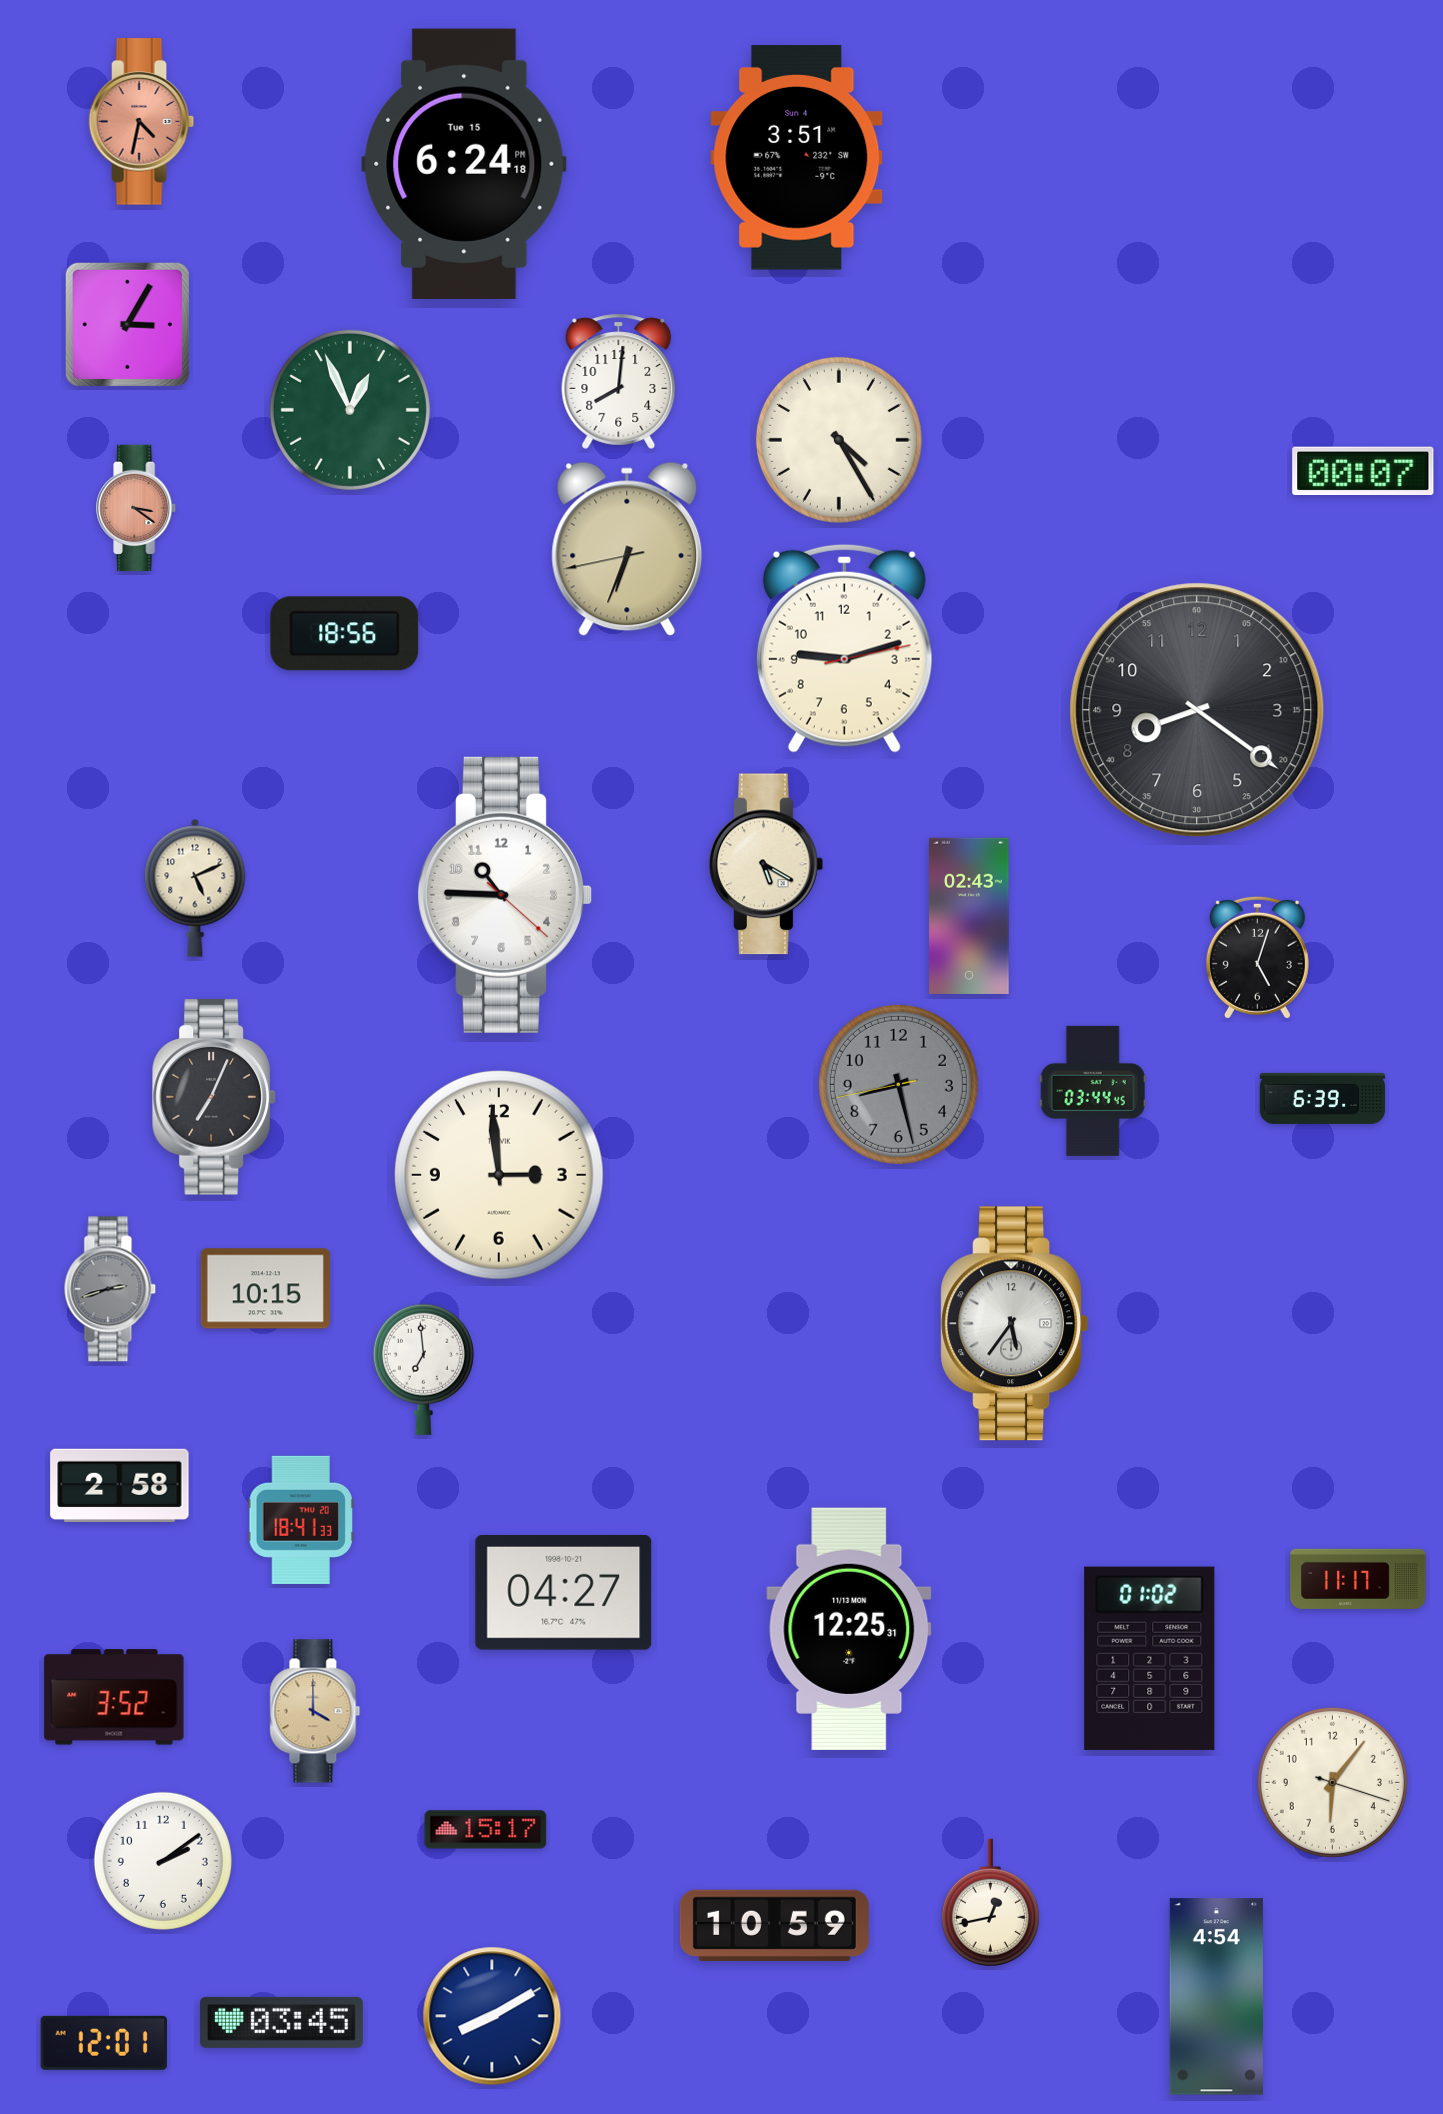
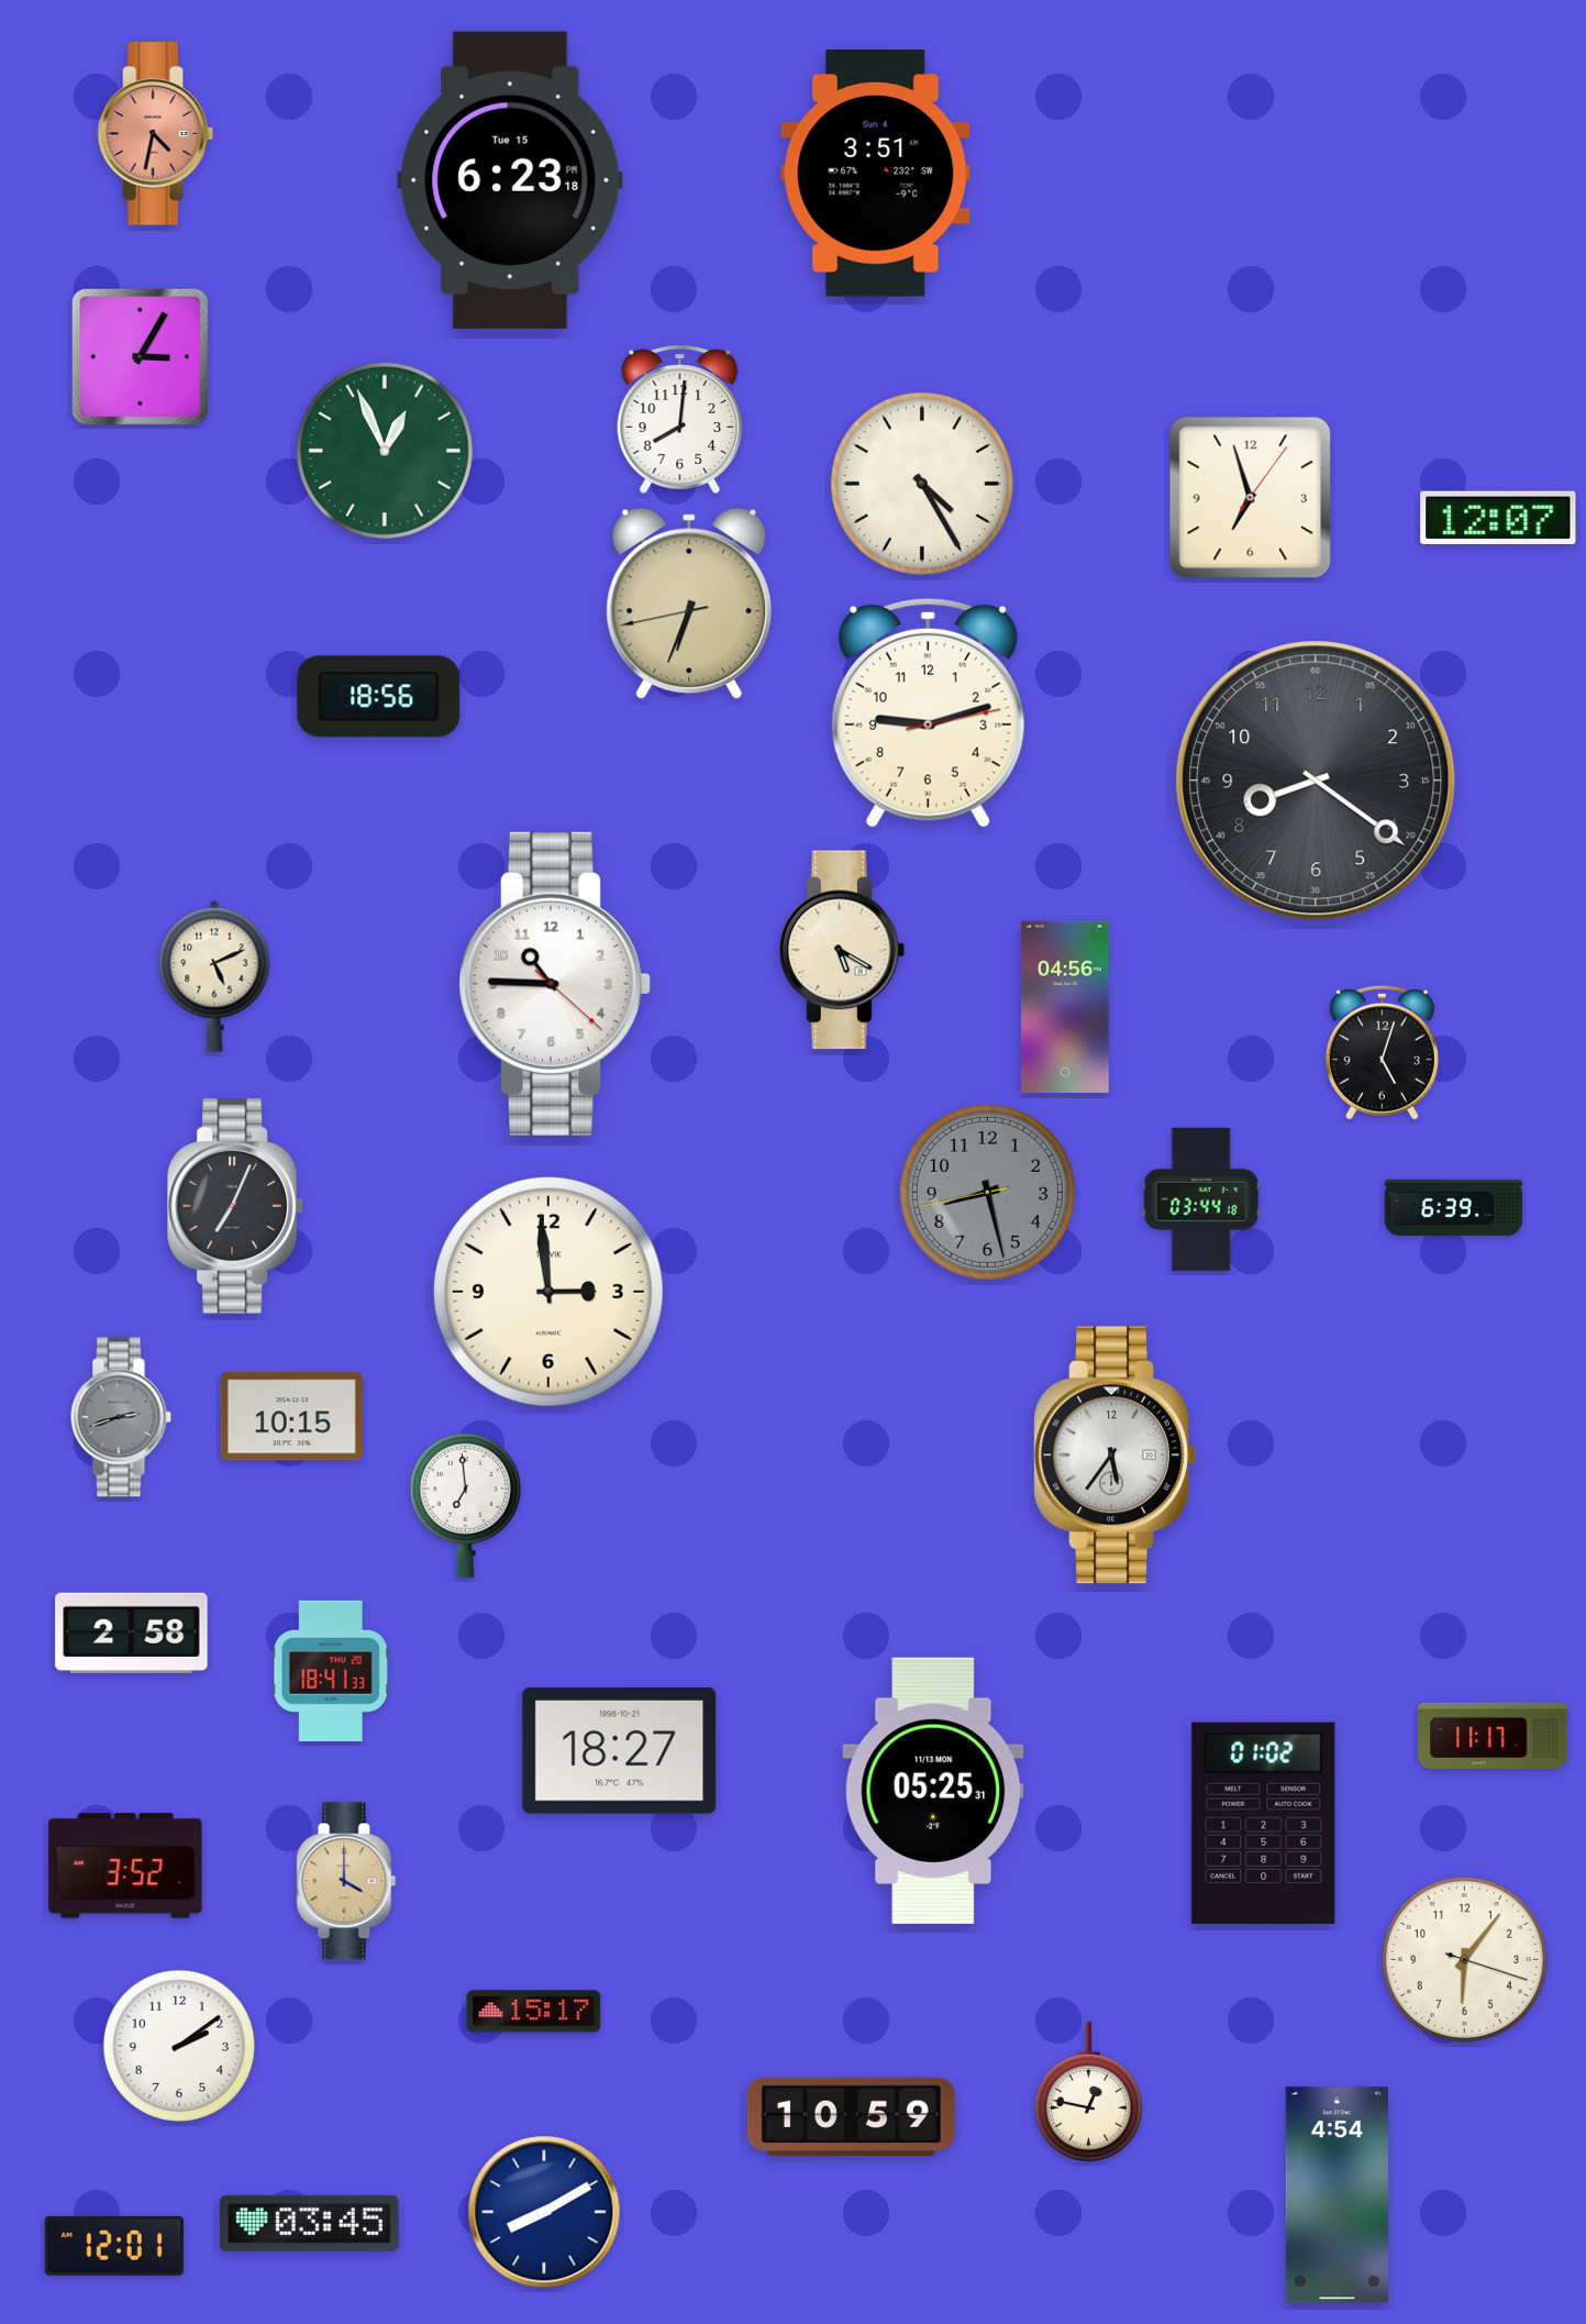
clock at (464, 164): 6:24 -> 6:23
clock at (1251, 498): none -> 6:57
clock at (1363, 470): 00:07 -> 12:07
clock at (137, 508): 3:21 -> none
clock at (970, 916): 02:43 -> 04:56
clock at (1093, 1091): 03:44:45 -> 03:44:18
clock at (564, 1592): 04:27 -> 18:27
clock at (849, 1629): 12:25 -> 05:25
clock at (990, 1903): 12:43 -> 12:47
clock at (492, 2016) position: (492, 2016) -> (544, 2212)
